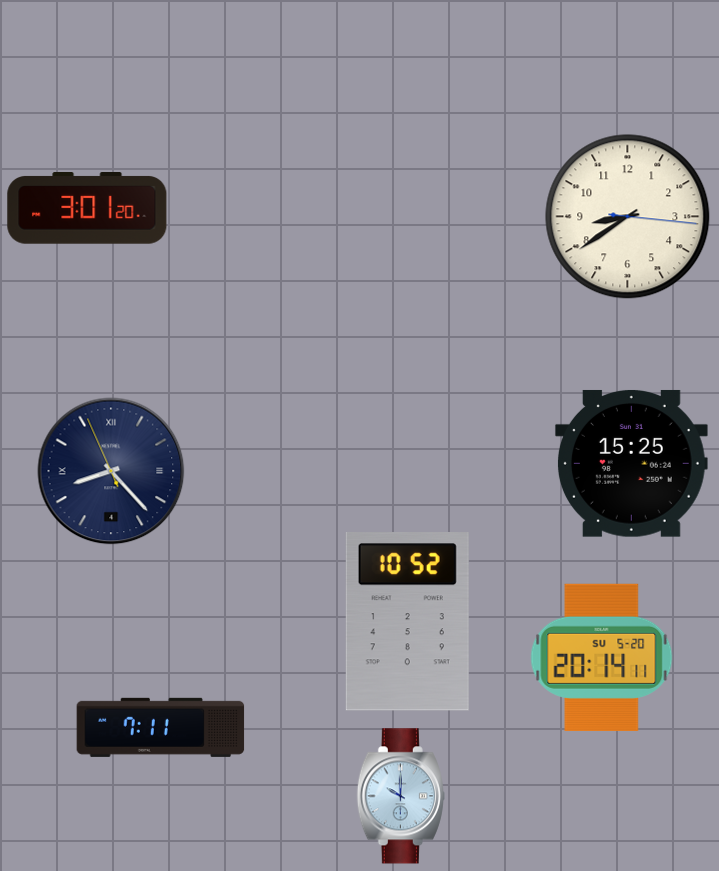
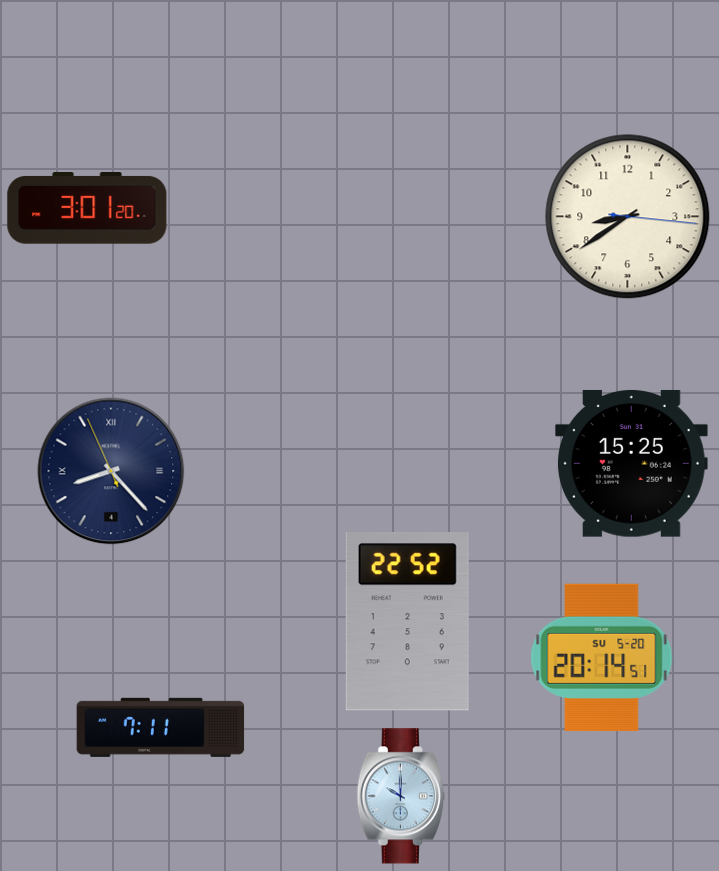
clock at (407, 622): 10:52 -> 22:52
clock at (602, 657): 20:14:11 -> 20:14:51
